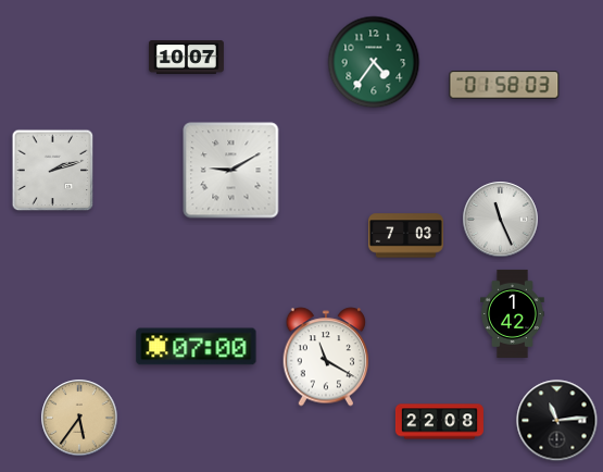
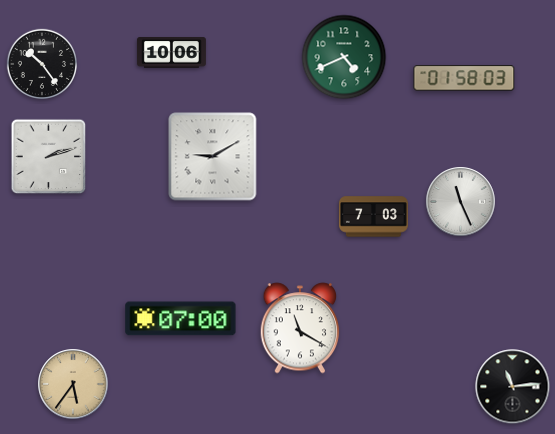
clock at (186, 58): 10:07 -> 10:06
clock at (374, 62): 4:36 -> 4:41
clock at (41, 63): none -> 10:24
clock at (513, 313): 1:42 -> none
clock at (439, 422): 22:08 -> none
